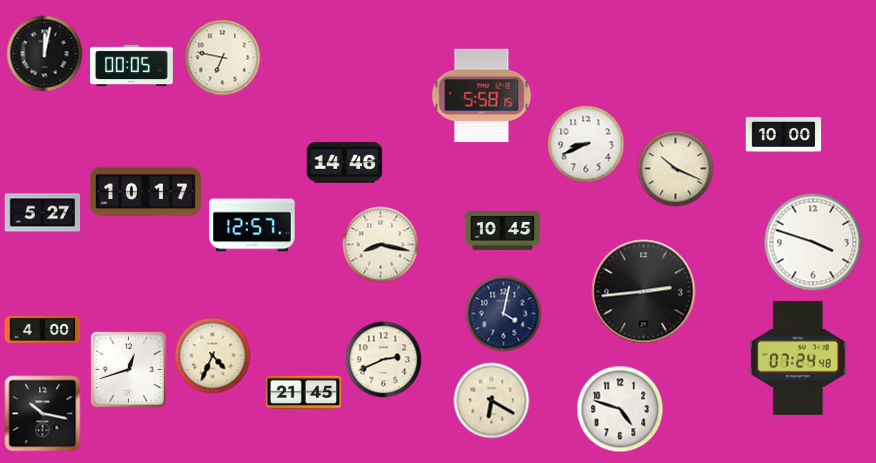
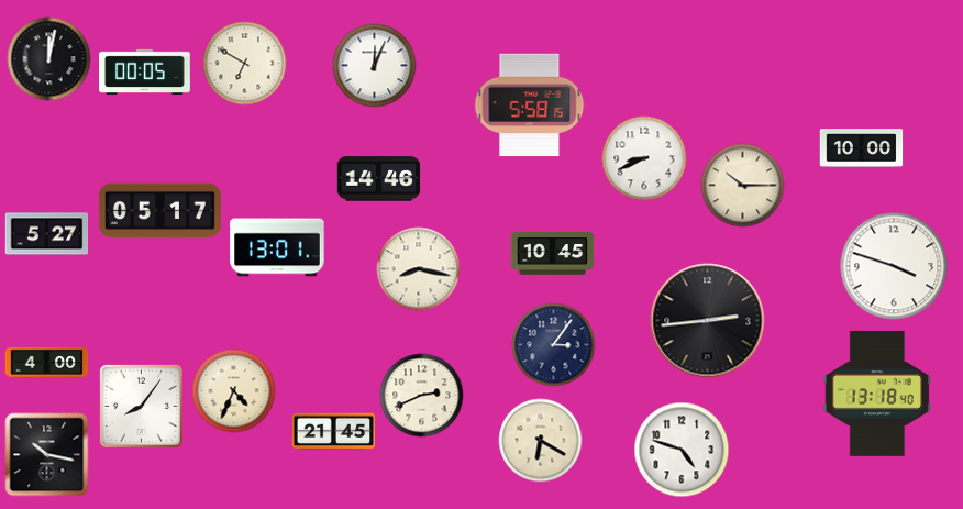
clock at (223, 58): 6:47 -> 6:50
clock at (375, 66): none -> 12:04
clock at (676, 169): 10:19 -> 10:15
clock at (145, 192): 10:17 -> 05:17
clock at (252, 225): 12:57 -> 13:01
clock at (504, 314): 4:02 -> 3:06
clock at (798, 358): 07:24 -> 13:18
clock at (128, 369): 12:42 -> 8:06
